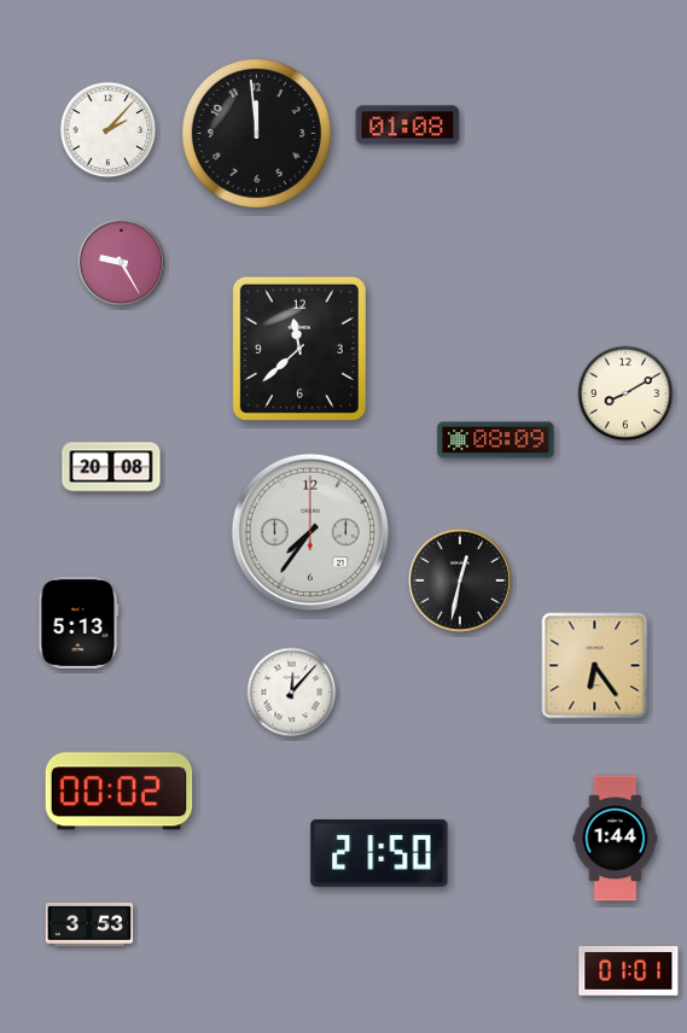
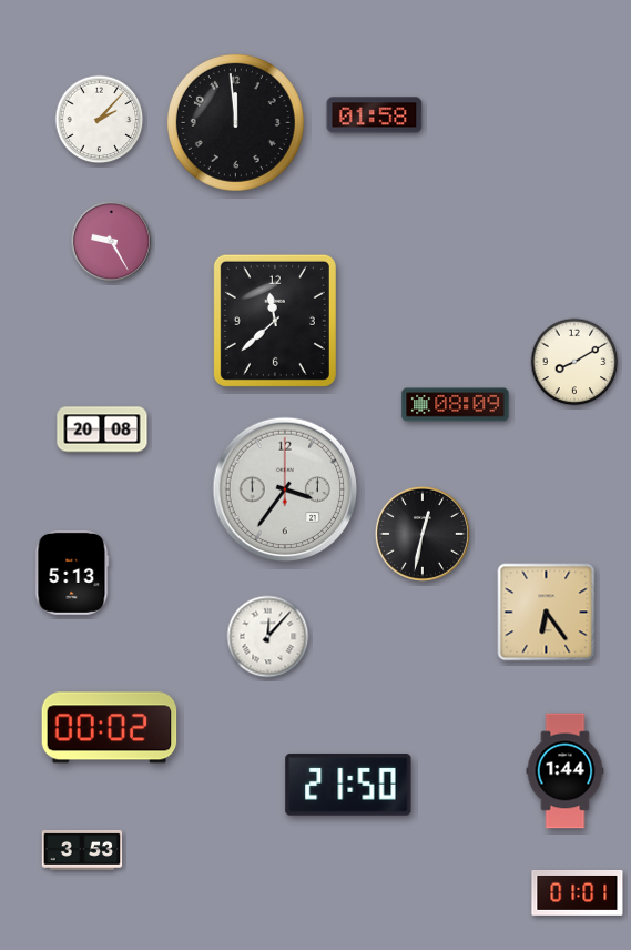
clock at (408, 126): 01:08 -> 01:58
clock at (310, 532): 7:36 -> 3:36
